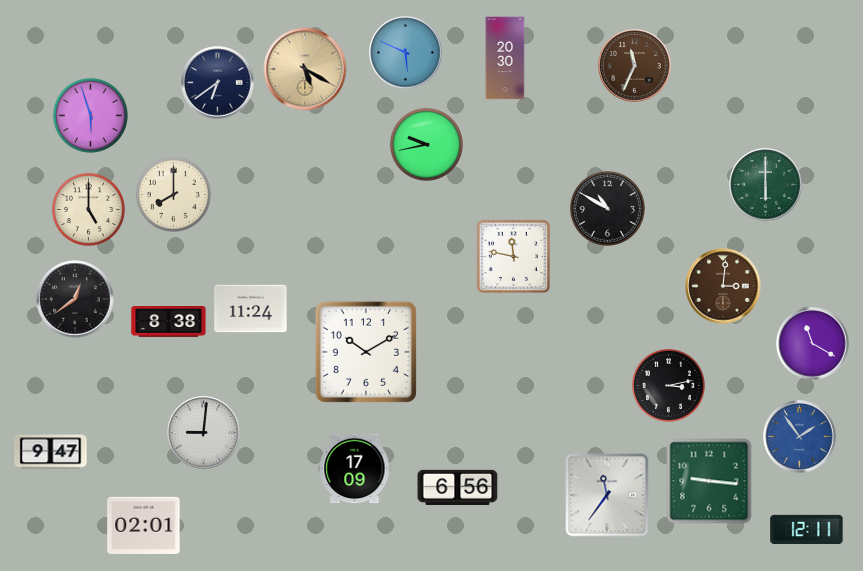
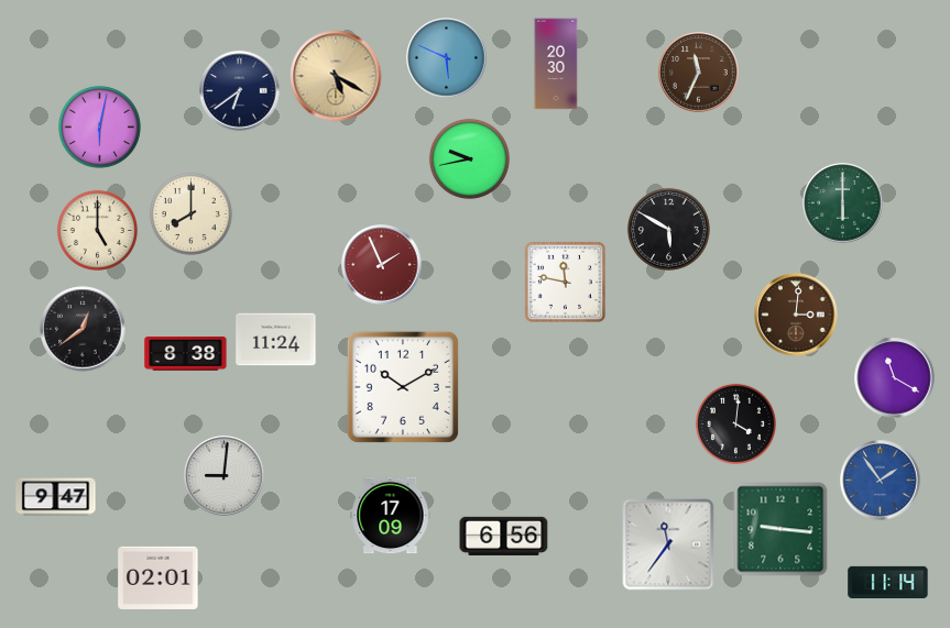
clock at (90, 115): 5:57 -> 6:02
clock at (607, 208): 10:50 -> 5:50
clock at (382, 265): none -> 1:56
clock at (668, 385): 3:13 -> 4:01
clock at (807, 530): 12:11 -> 11:14
